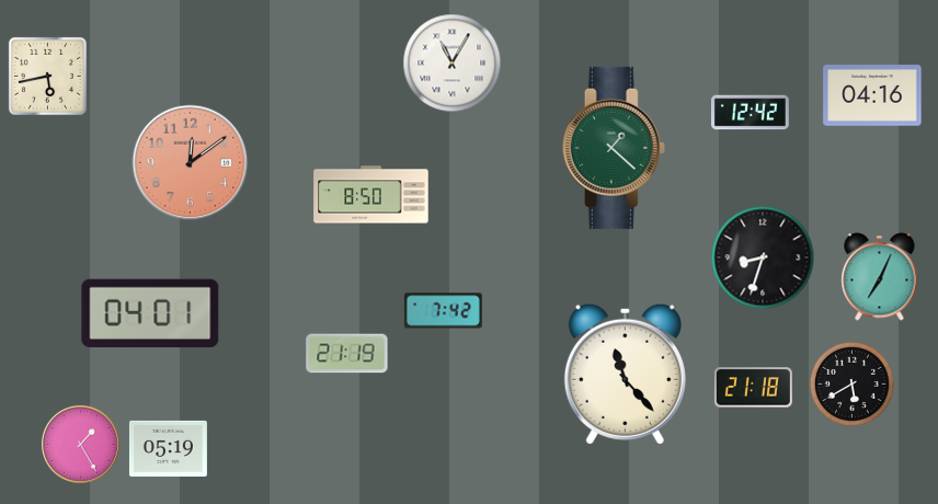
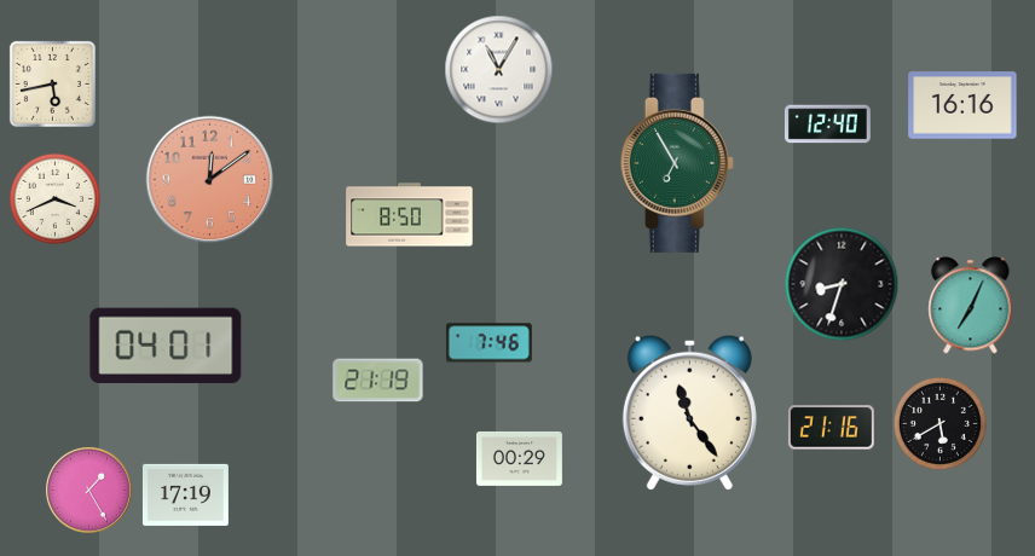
clock at (872, 95): 04:16 -> 16:16
clock at (750, 113): 12:42 -> 12:40
clock at (614, 148): 1:22 -> 6:55
clock at (54, 198): none -> 3:41
clock at (443, 311): 7:42 -> 7:46
clock at (347, 354) position: (347, 354) -> (378, 381)
clock at (625, 374): 11:23 -> 11:24
clock at (753, 388): 21:18 -> 21:16
clock at (519, 458): none -> 00:29
clock at (168, 448): 05:19 -> 17:19
